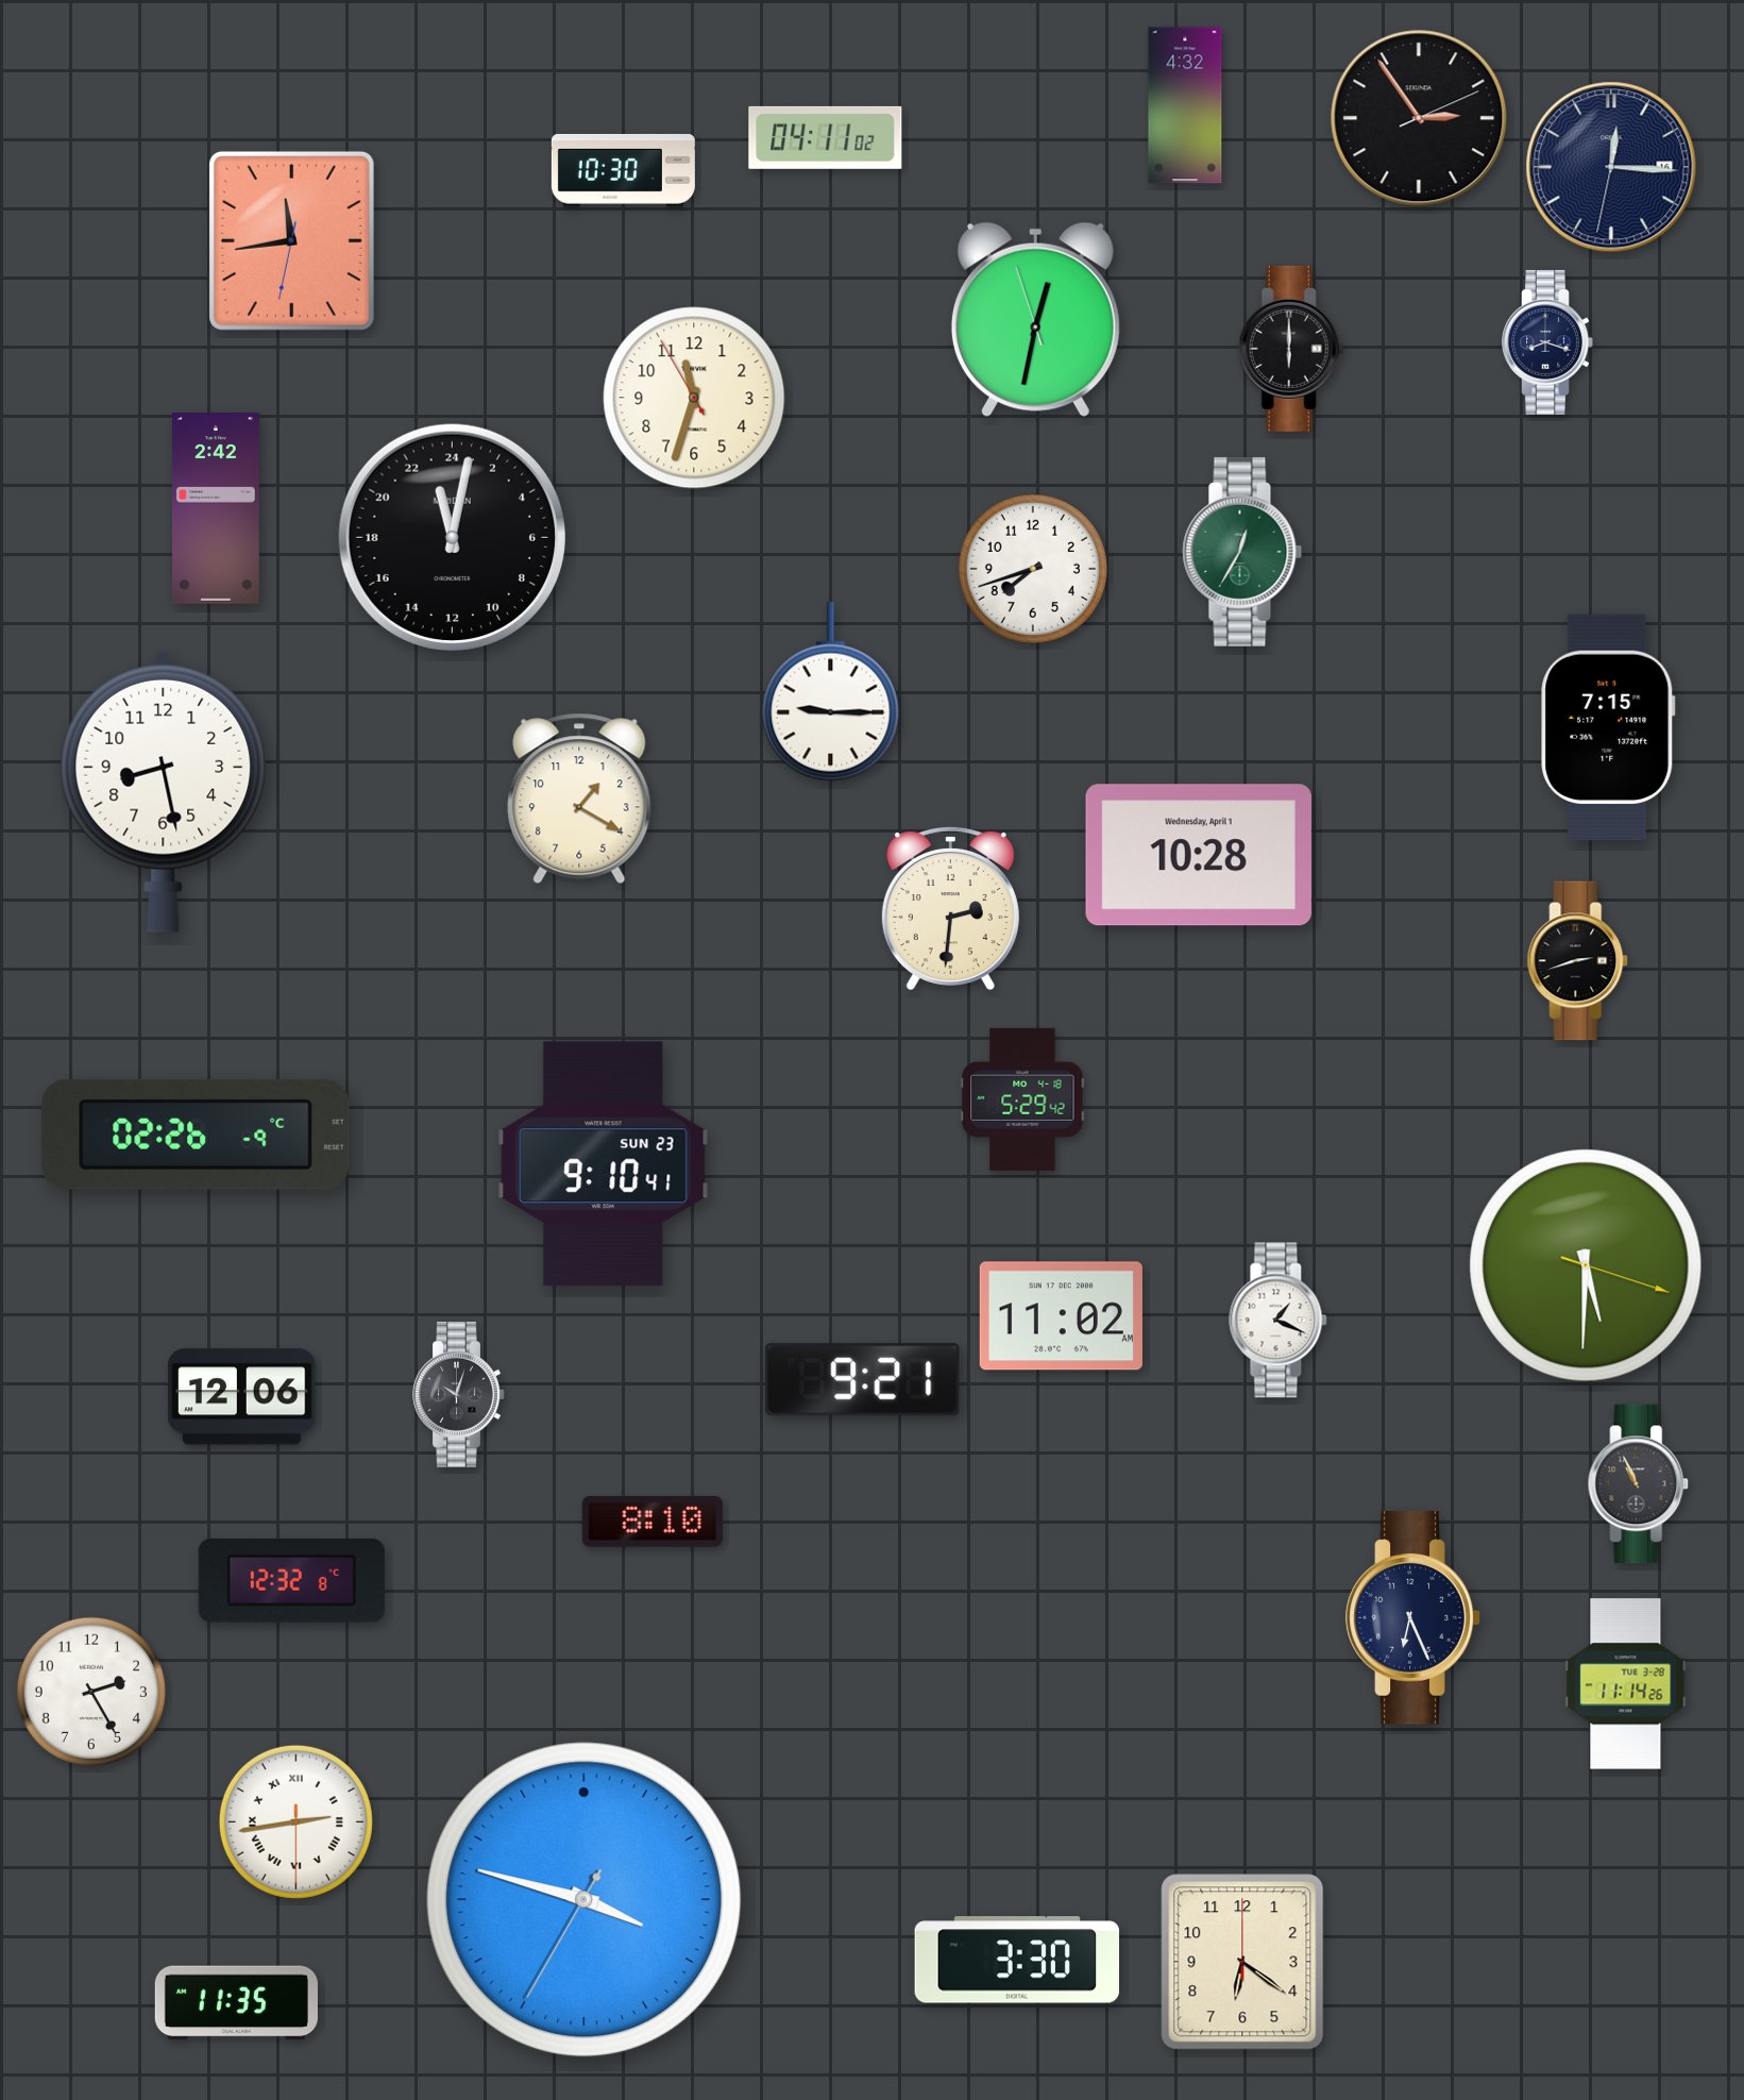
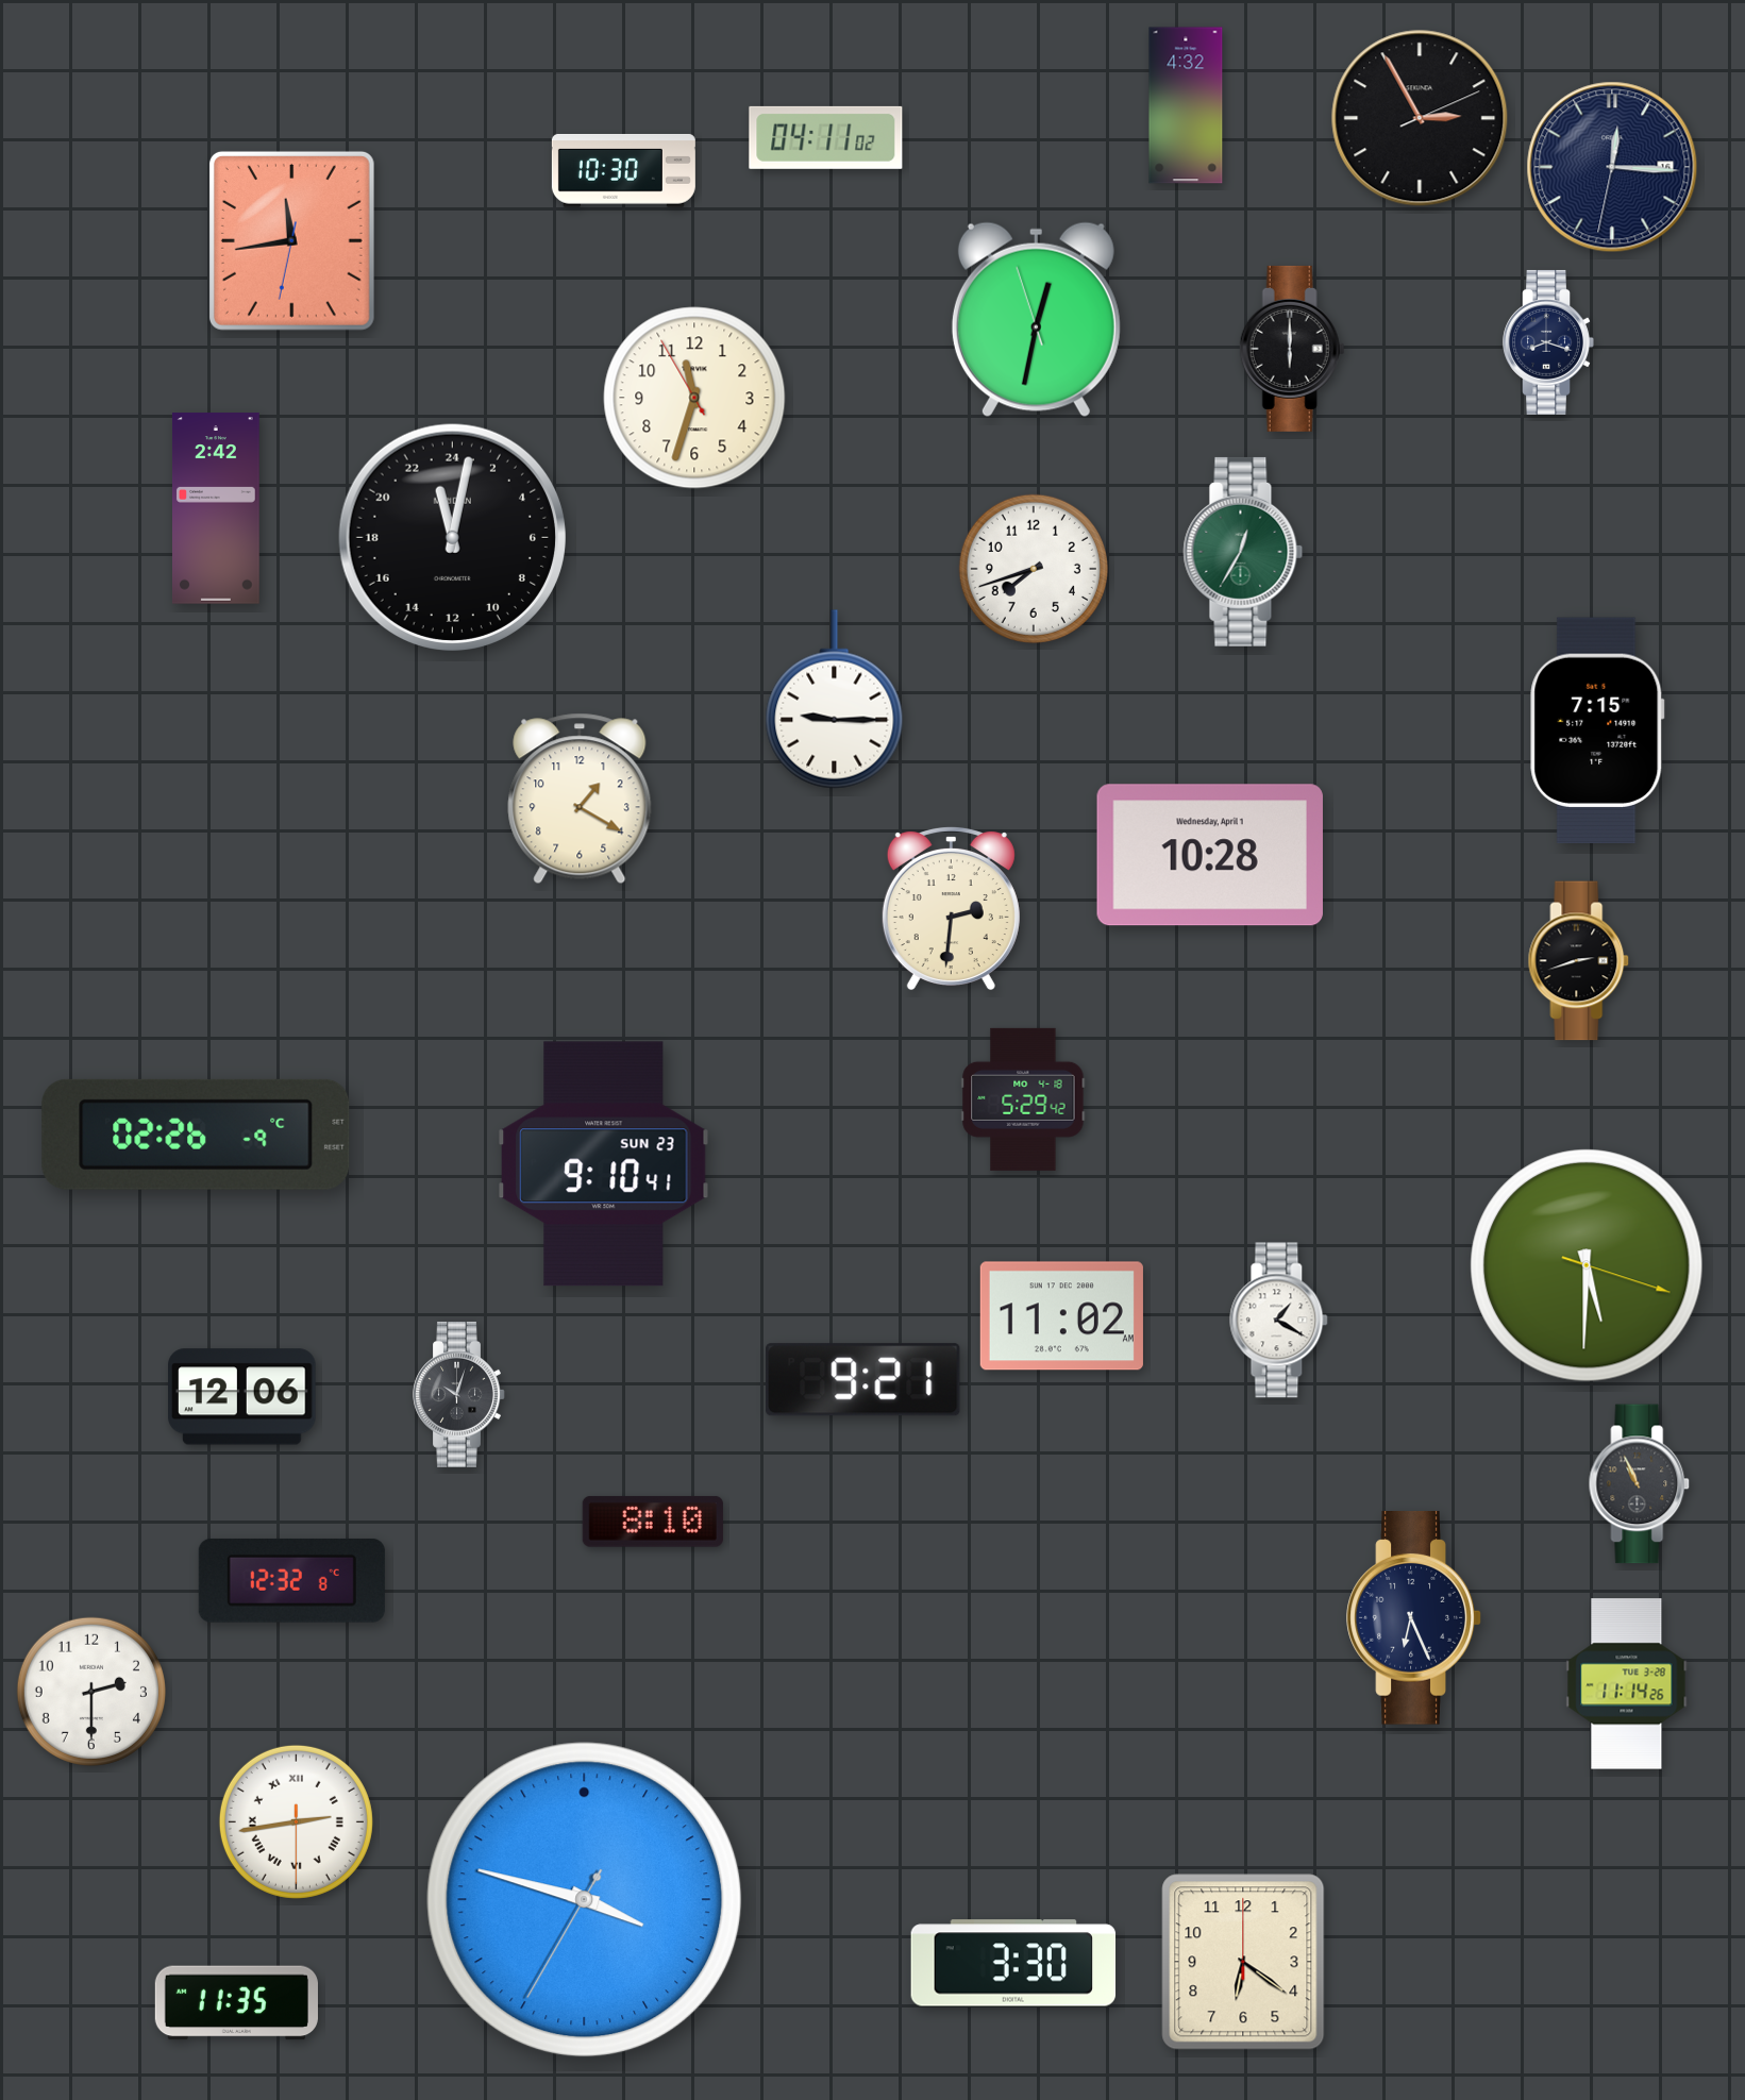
clock at (1419, 118): 2:54 -> 2:55
clock at (831, 692) position: (831, 692) -> (835, 700)
clock at (1608, 727) position: (1608, 727) -> (1597, 730)
clock at (164, 791): 8:28 -> none
clock at (1198, 855) position: (1198, 855) -> (1209, 855)
clock at (1279, 1321): 1:19 -> 1:20
clock at (91, 1692): 2:25 -> 2:30
clock at (1017, 1960) position: (1017, 1960) -> (1013, 1963)
